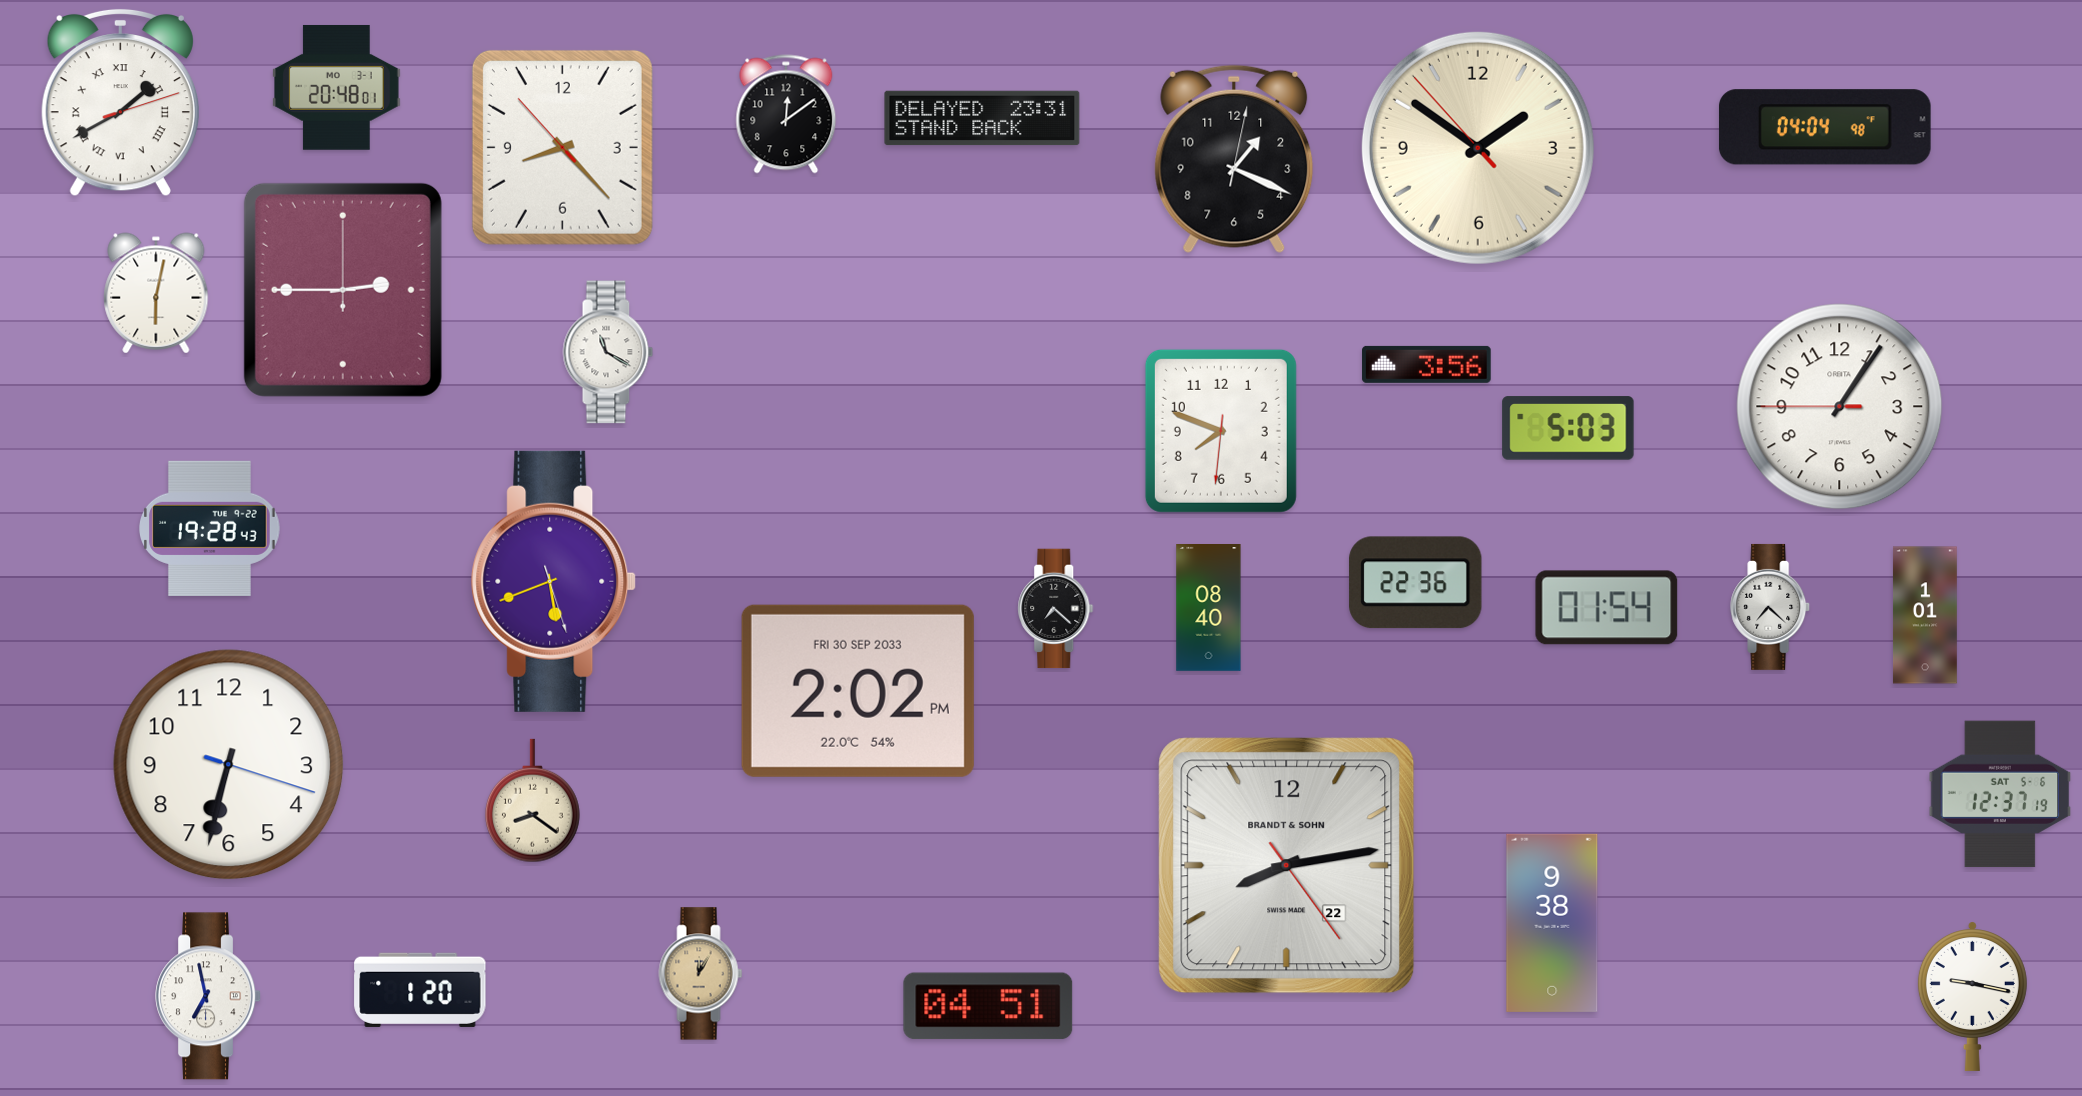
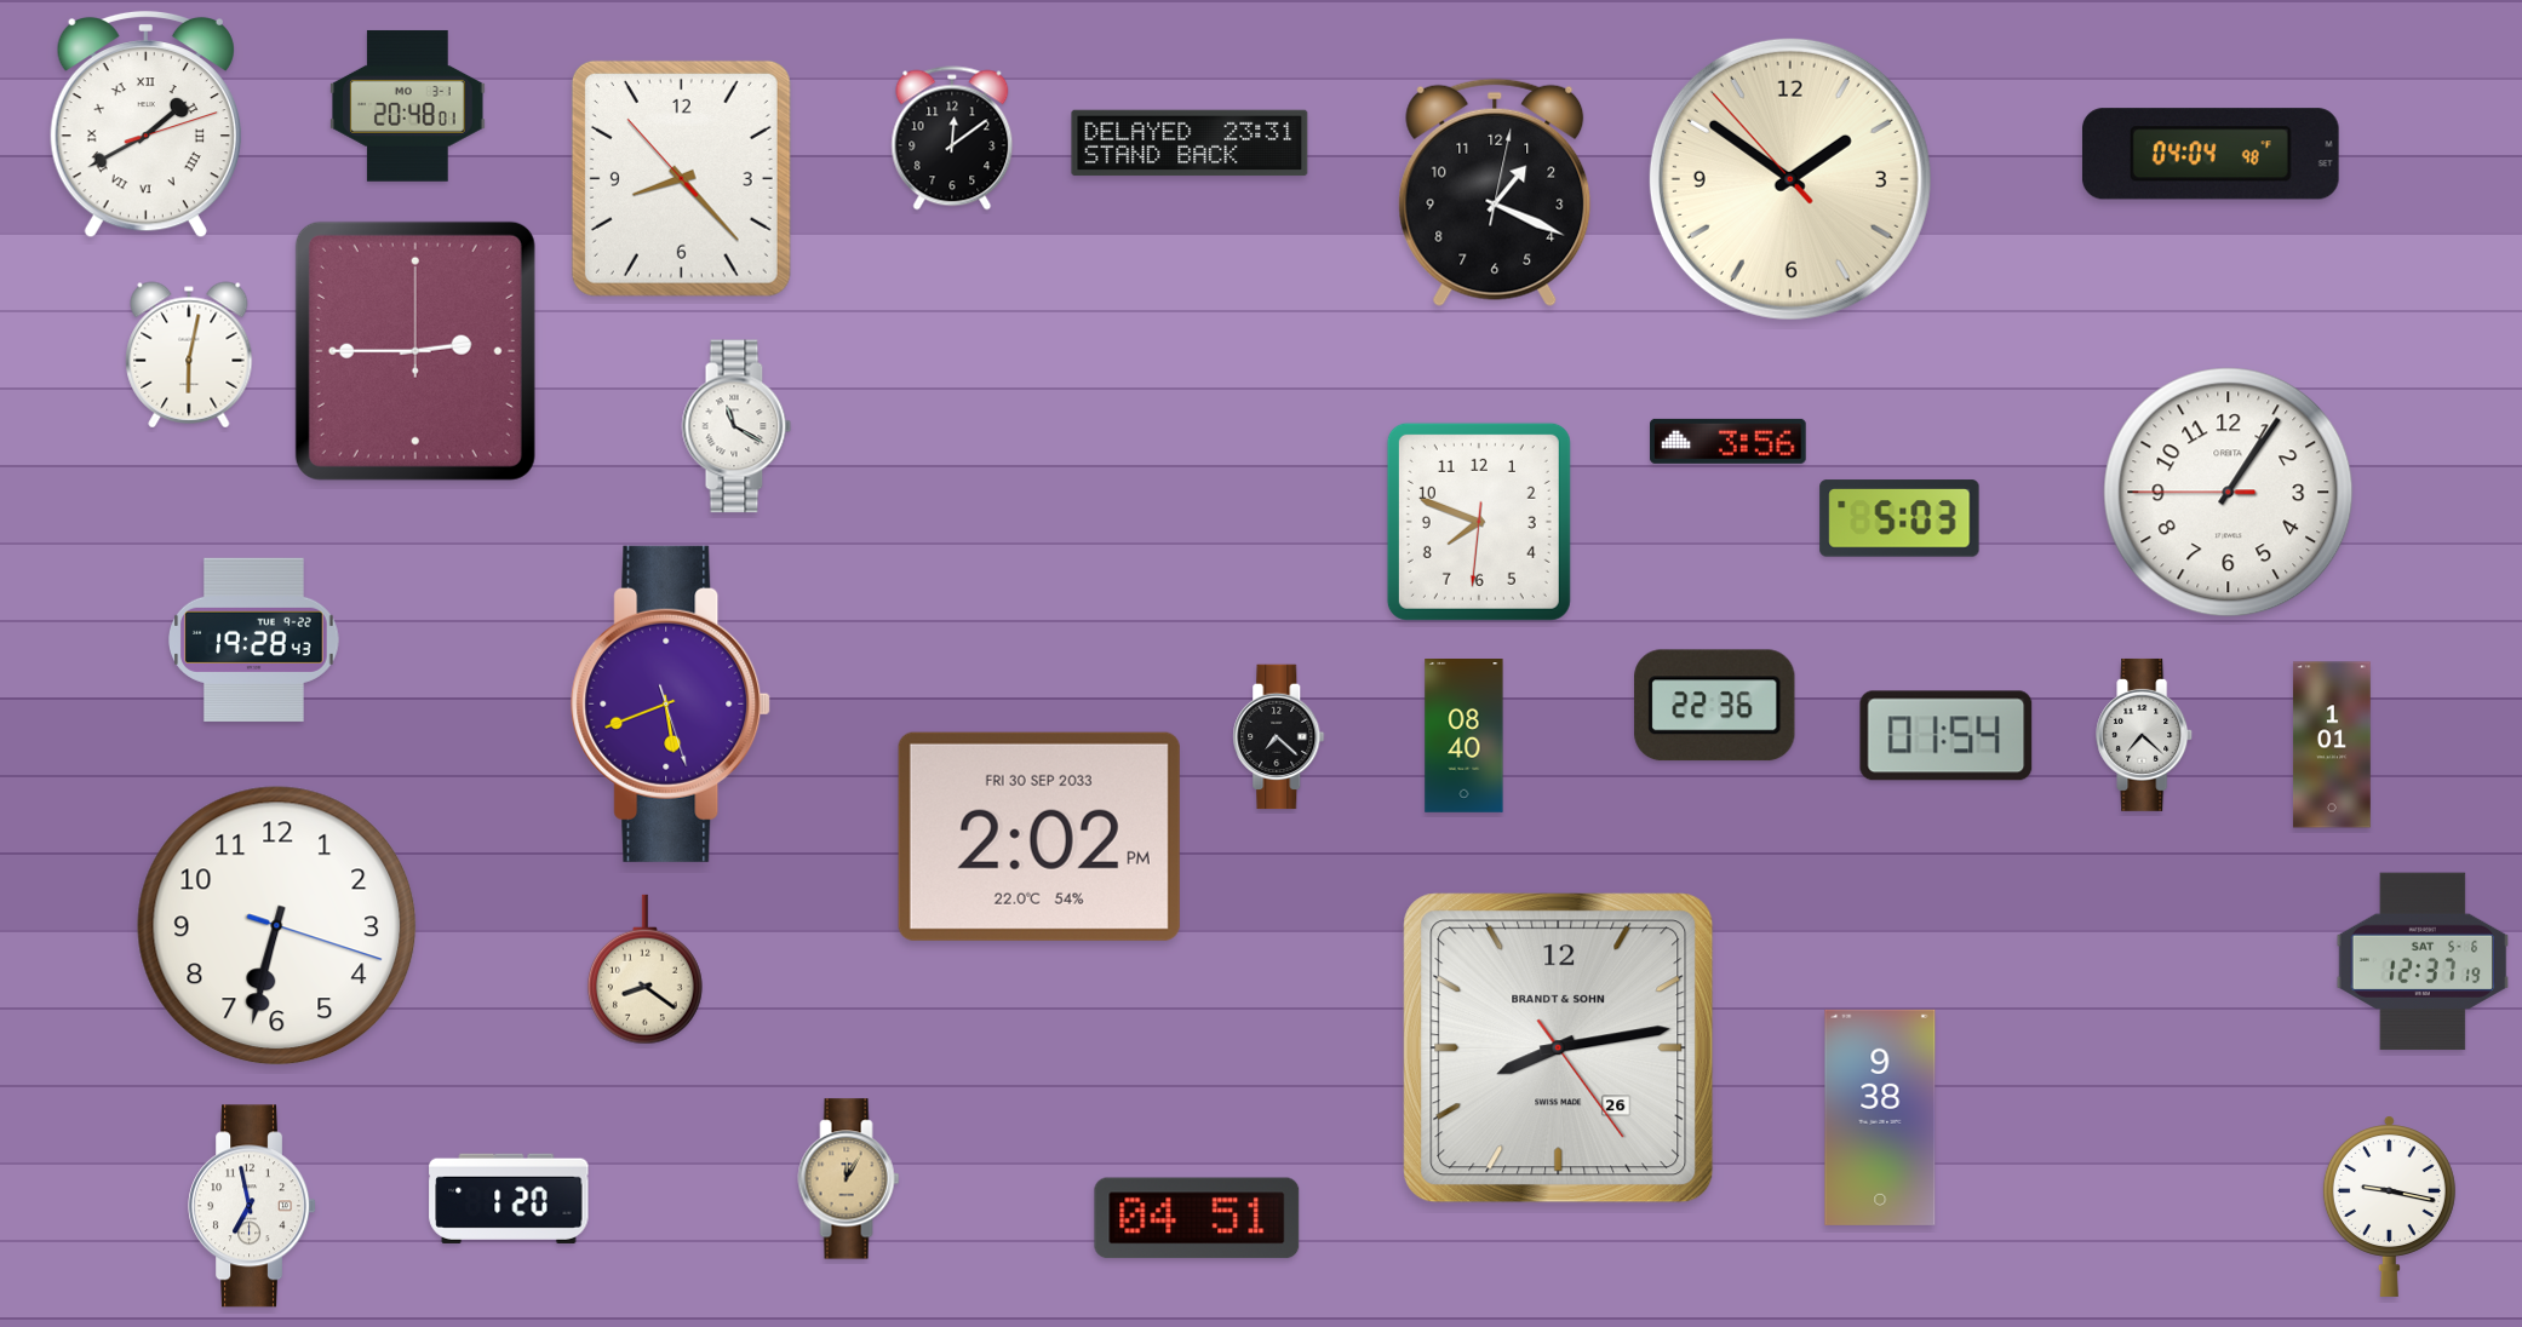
clock at (1287, 866) date: 22 -> 26
